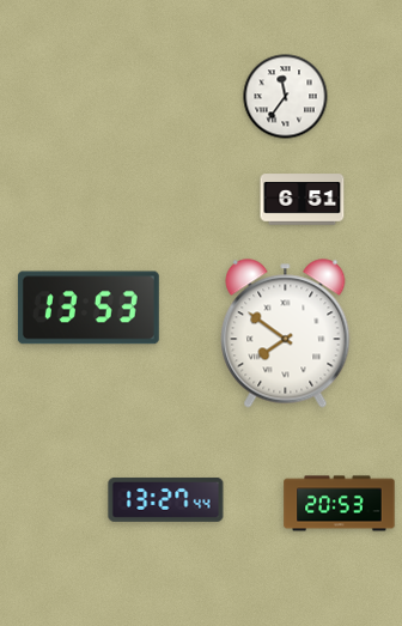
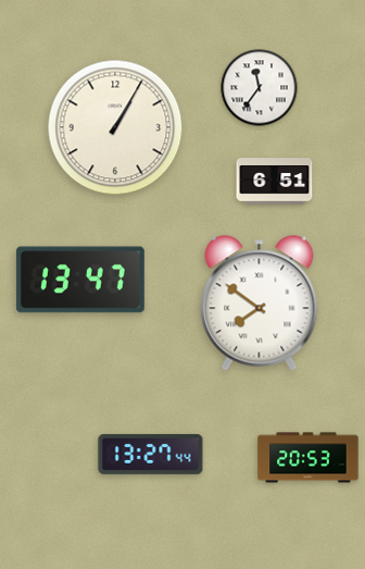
clock at (115, 127): none -> 1:05
clock at (89, 308): 13:53 -> 13:47
